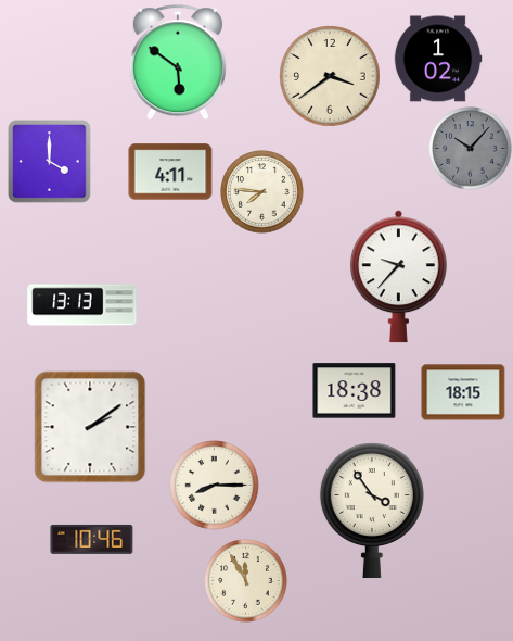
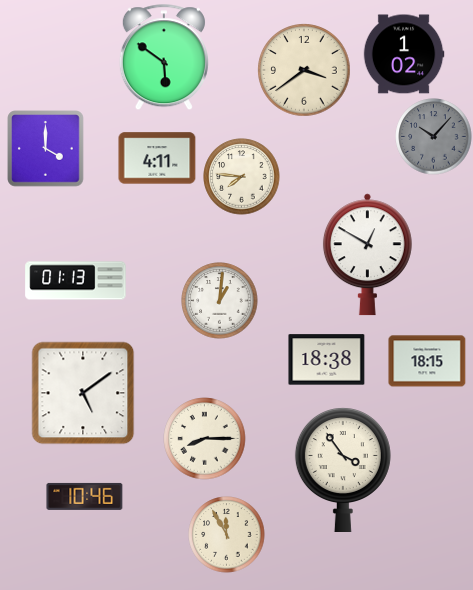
clock at (398, 277): 9:37 -> 12:50
clock at (82, 305): 13:13 -> 01:13
clock at (220, 301): none -> 1:01
clock at (90, 427): 2:09 -> 5:09
clock at (215, 486) position: (215, 486) -> (205, 439)
